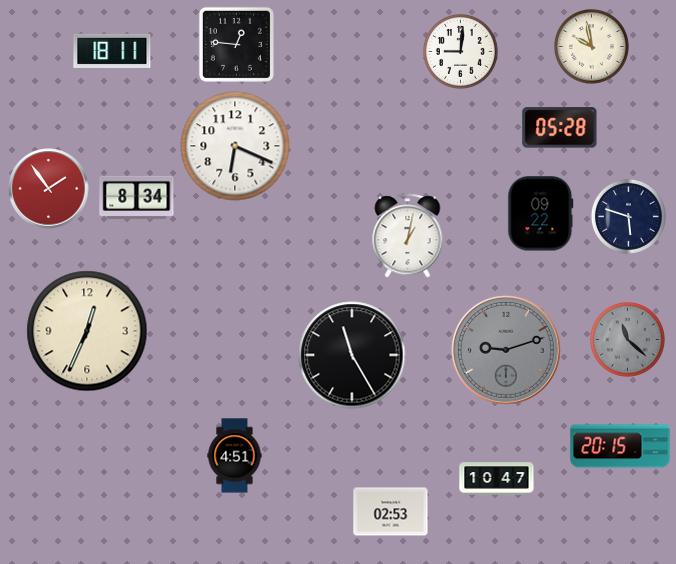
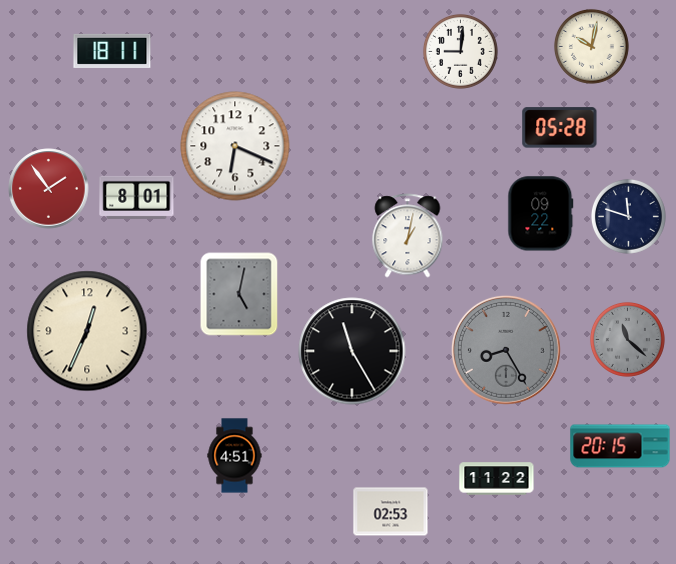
clock at (236, 44): 12:46 -> none
clock at (591, 46): 9:58 -> 10:02
clock at (137, 197): 8:34 -> 8:01
clock at (628, 216): 5:48 -> 11:48
clock at (239, 294): none -> 5:02
clock at (506, 350): 9:12 -> 8:25
clock at (352, 355) position: (352, 355) -> (352, 351)
clock at (497, 479): 10:47 -> 11:22
